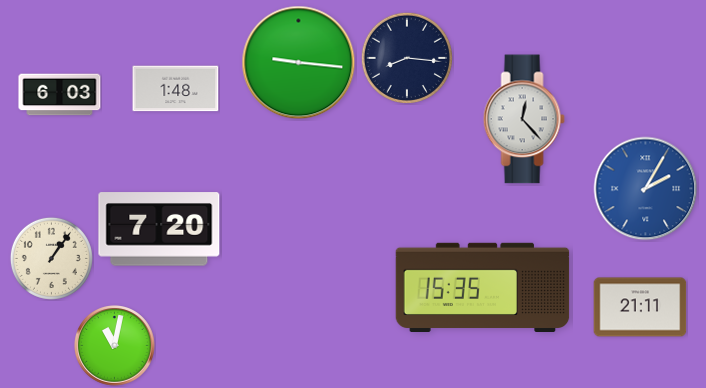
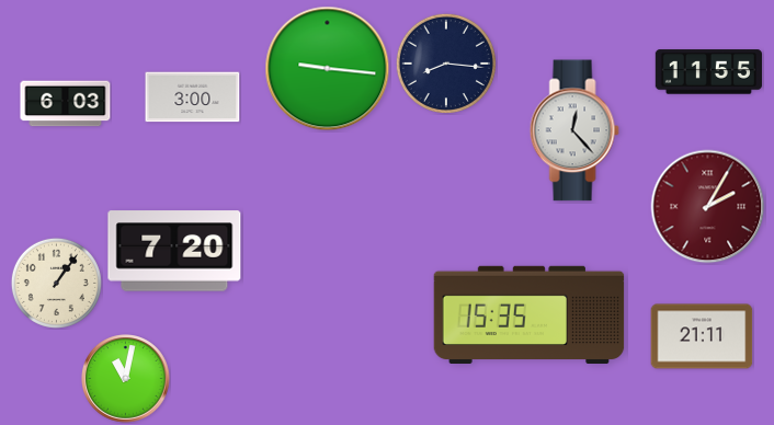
clock at (708, 72): none -> 11:55
clock at (176, 89): 1:48 -> 3:00
clock at (646, 189) dial: blue -> burgundy
